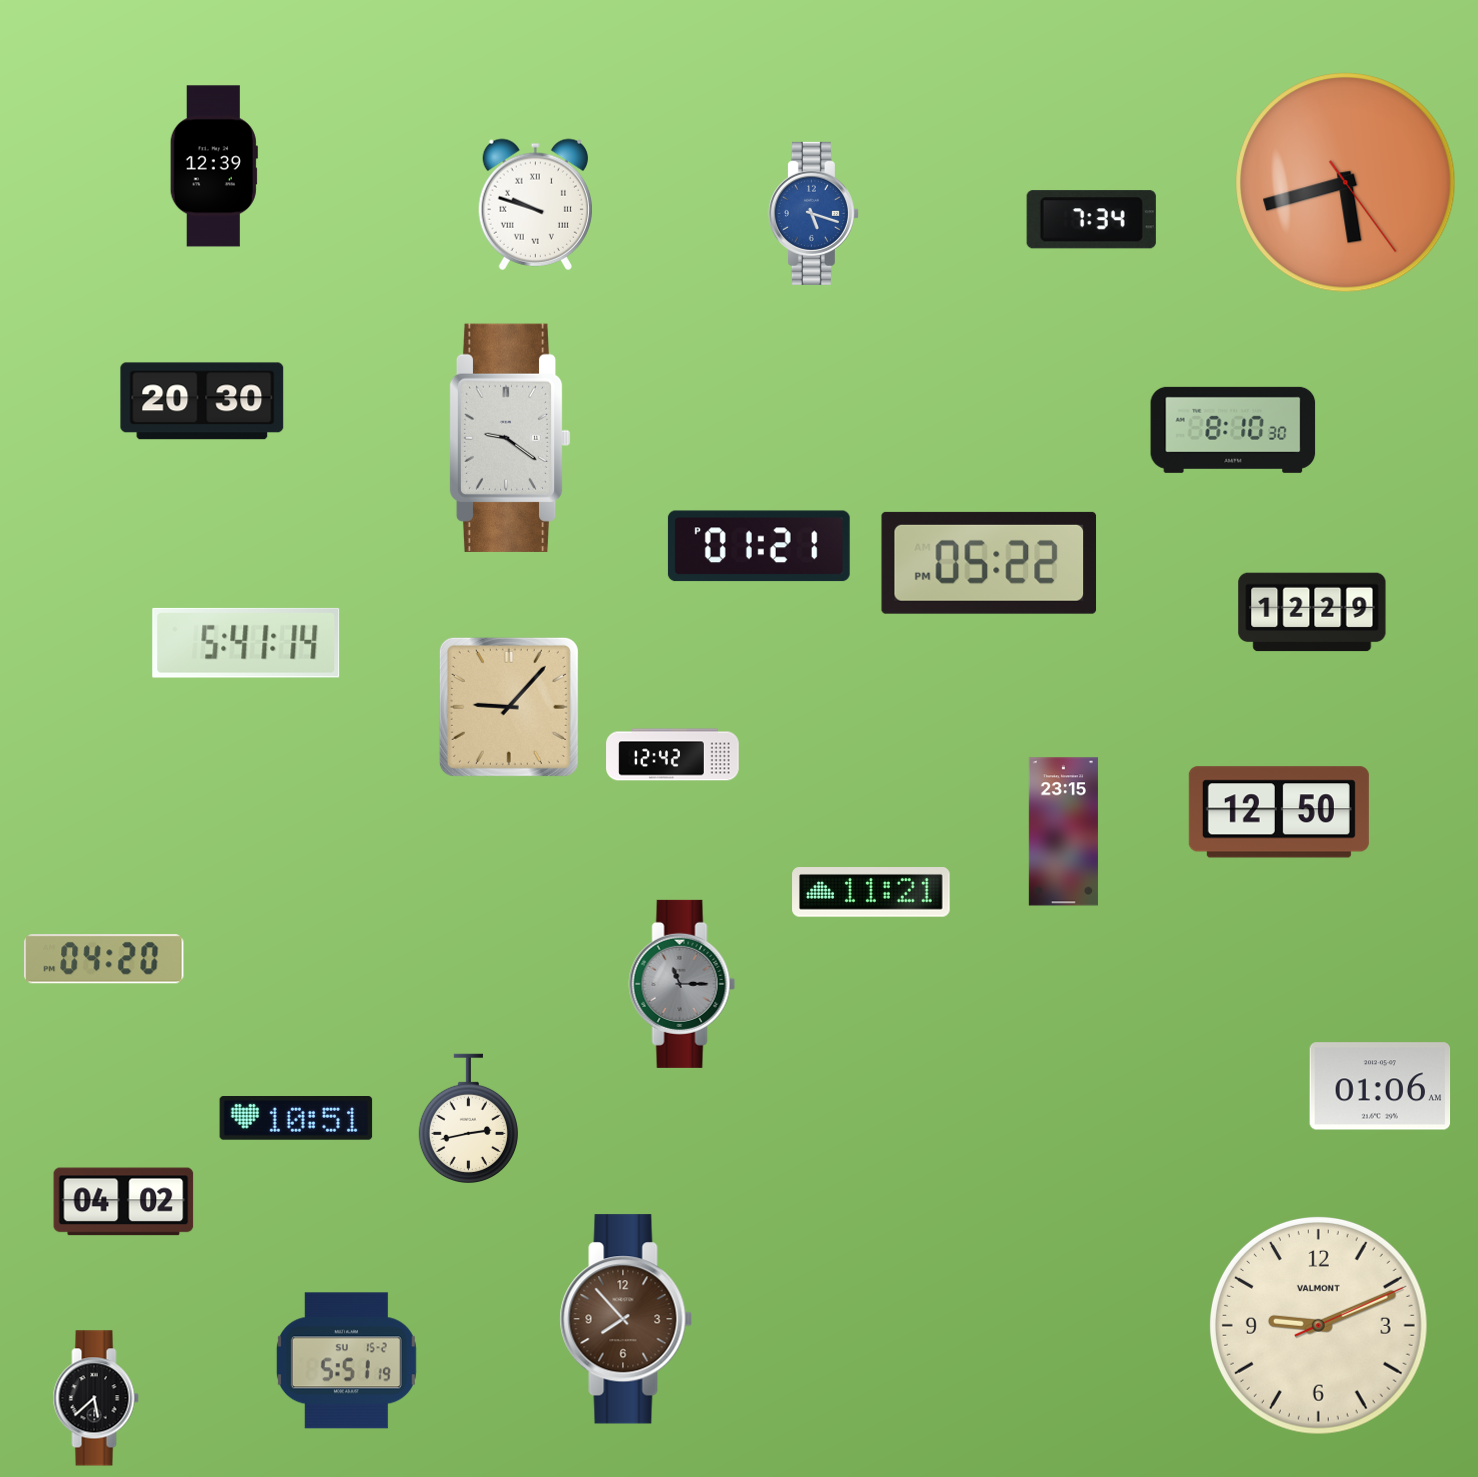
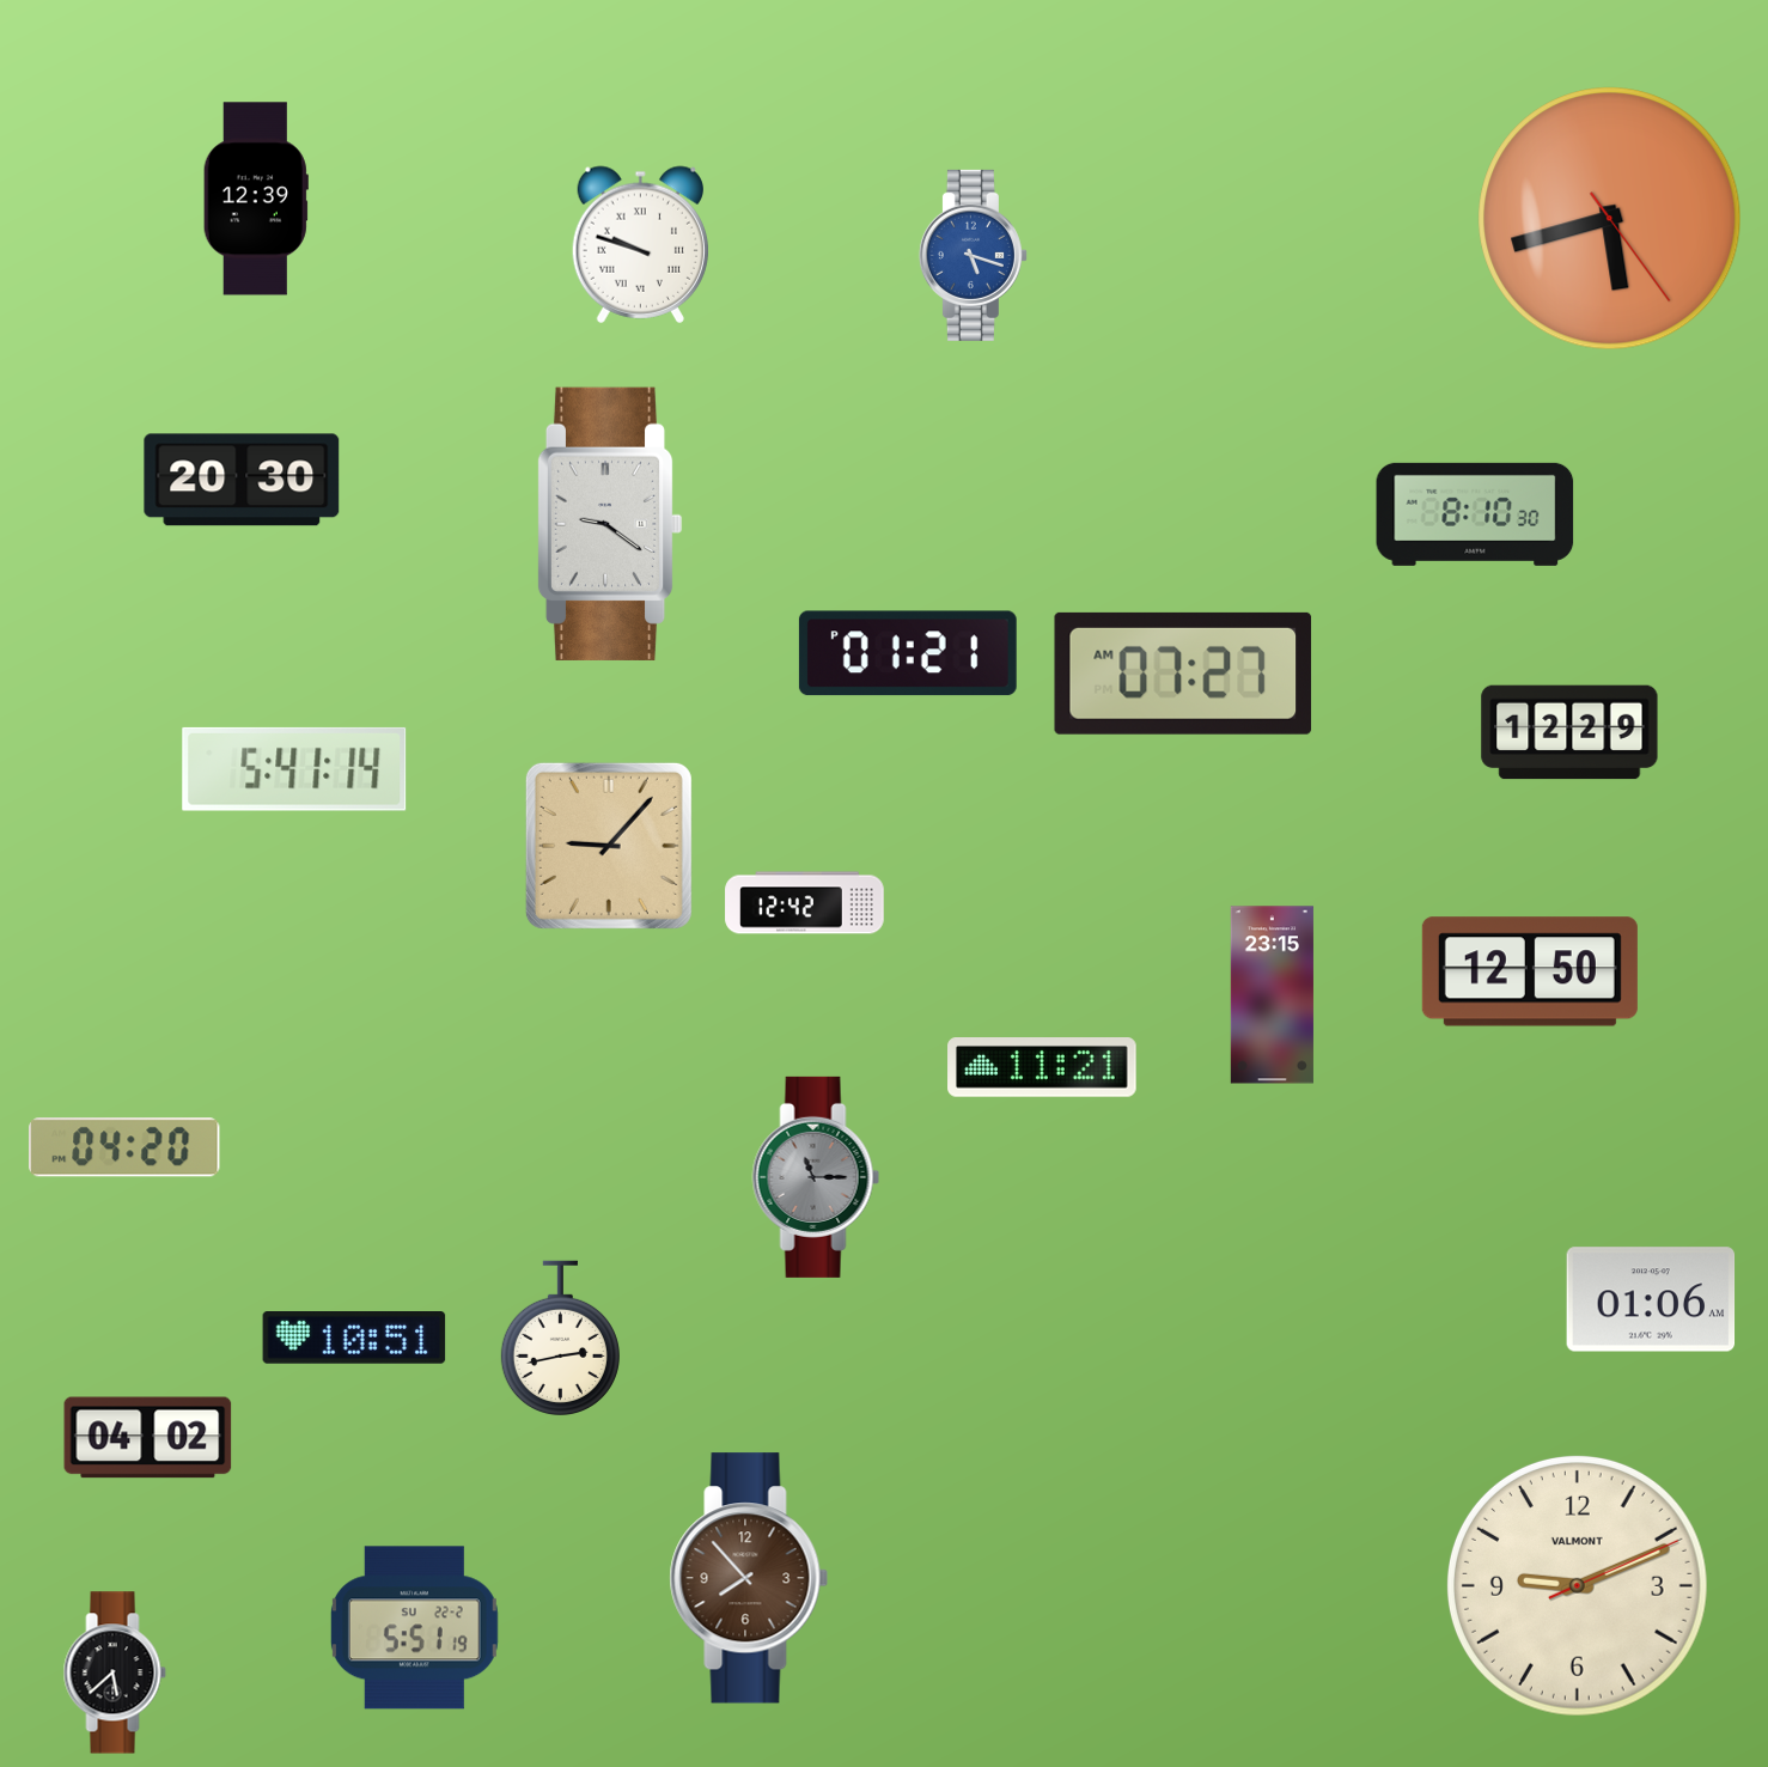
clock at (1091, 220): 7:34 -> none
clock at (989, 563): 05:22 -> 07:27
clock at (346, 1361) date: SU 15-2 -> SU 22-2
